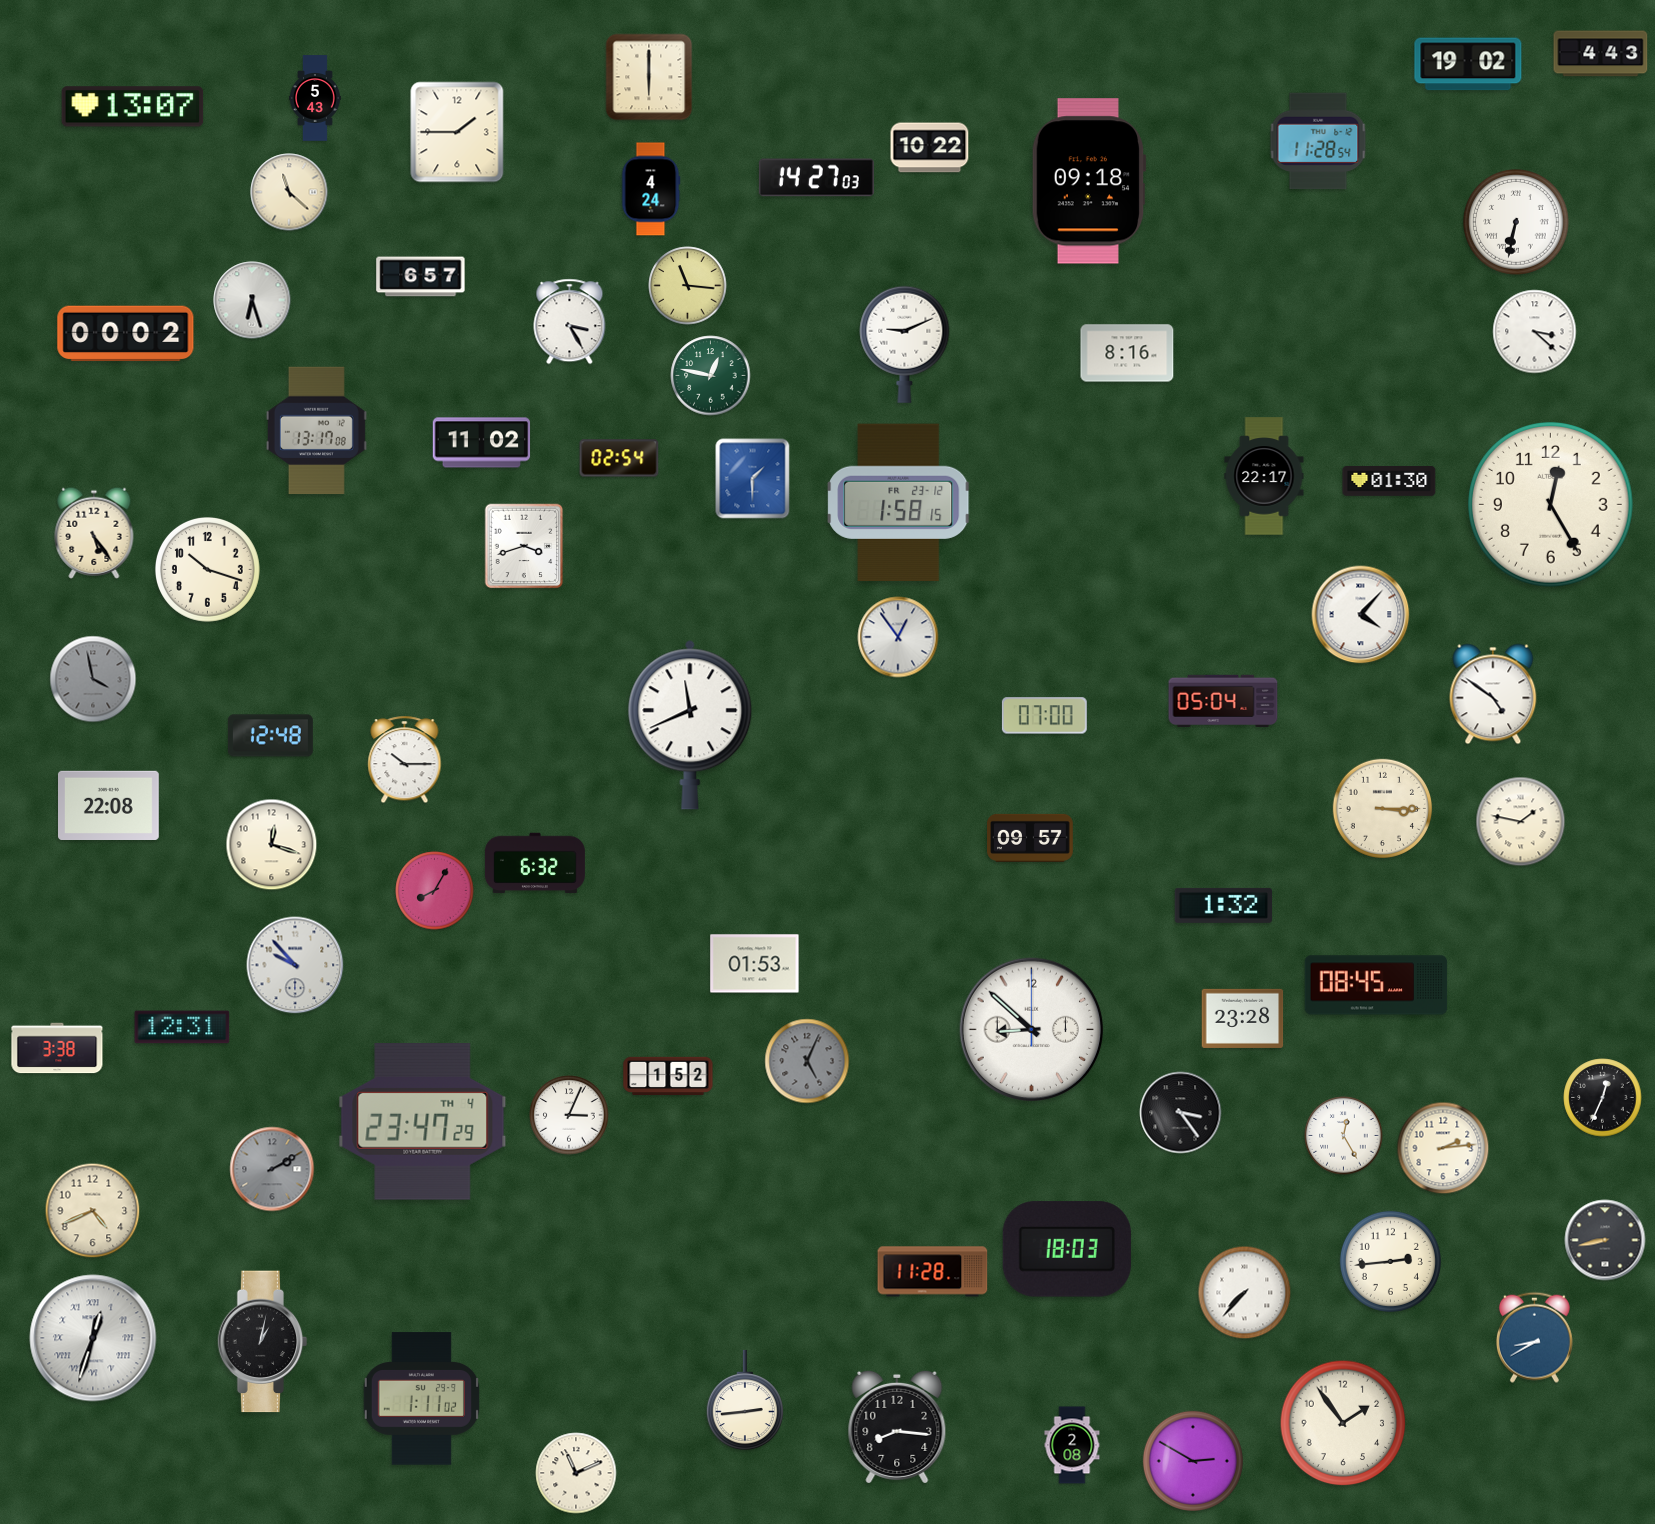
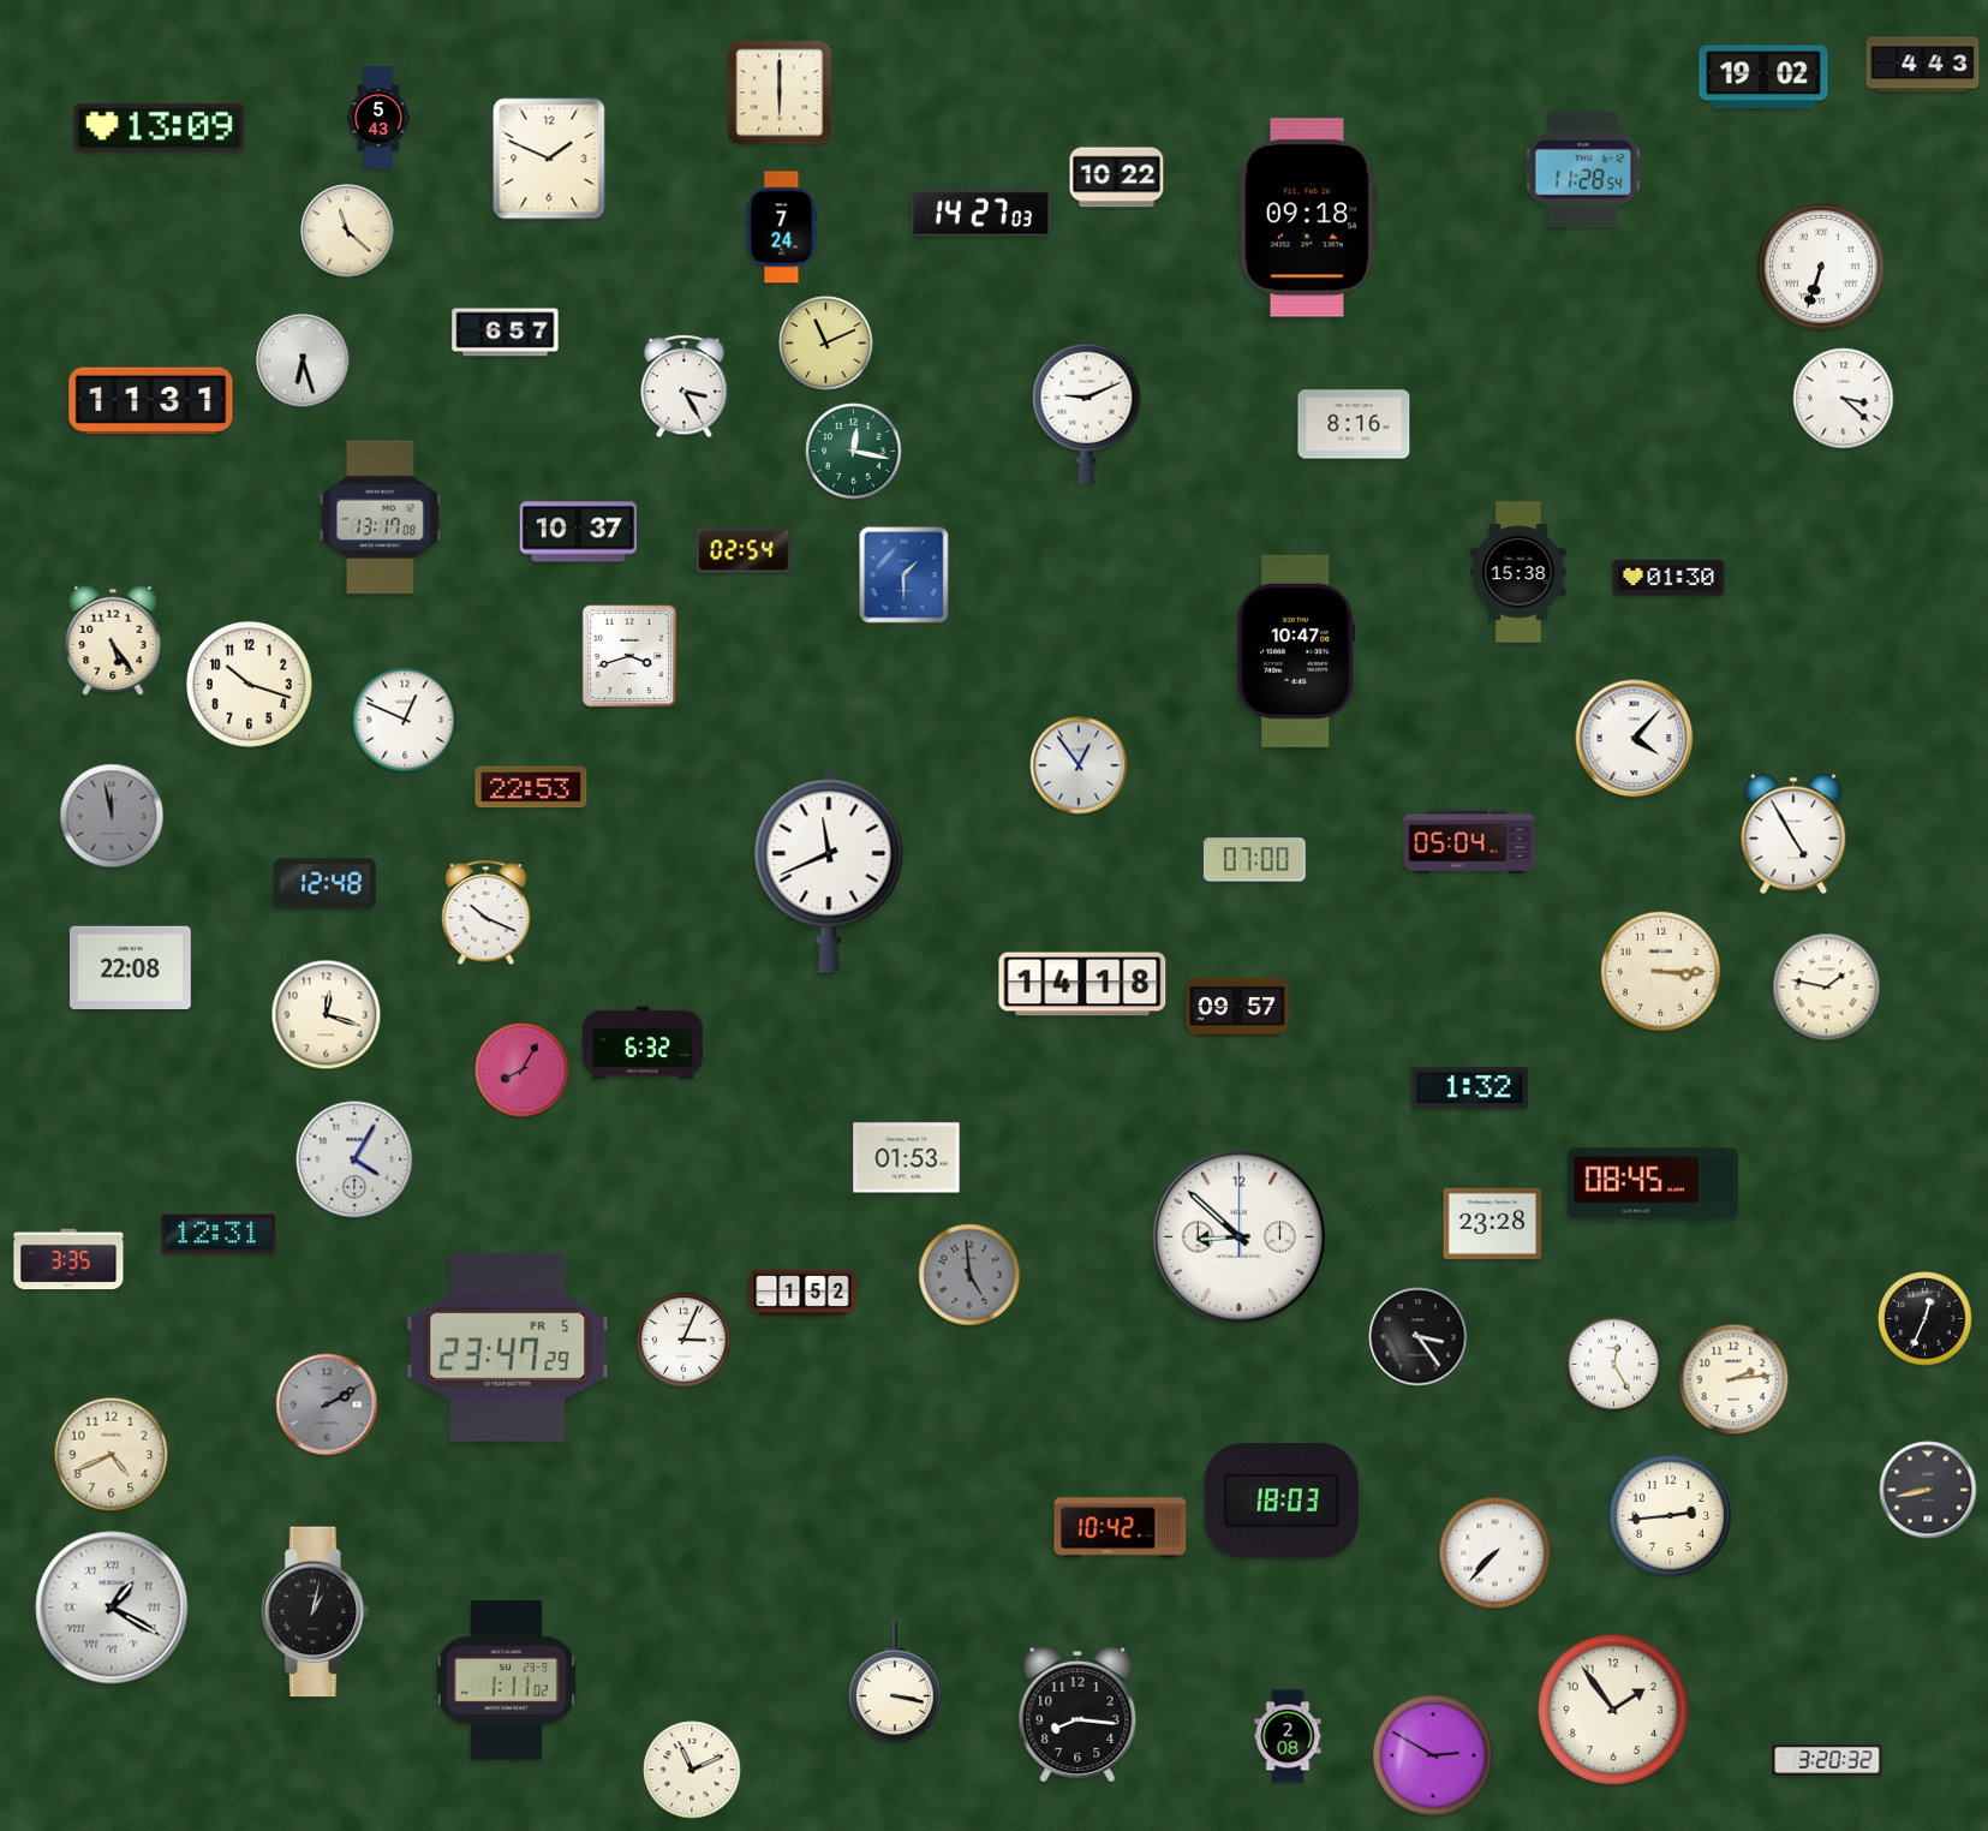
clock at (133, 107): 13:07 -> 13:09
clock at (457, 132): 1:45 -> 1:49
clock at (651, 189): 4:24 -> 7:24
clock at (1517, 223): 6:32 -> 6:33
clock at (688, 286): 11:16 -> 11:11
clock at (126, 334): 00:02 -> 11:31
clock at (711, 376): 12:47 -> 12:17
clock at (482, 443): 11:02 -> 10:37
clock at (1264, 476): 22:17 -> 15:38
clock at (899, 503): 1:58 -> none
clock at (1550, 504): 12:25 -> none
clock at (1296, 651): none -> 10:47
clock at (405, 720): none -> 12:49
clock at (531, 787): none -> 22:53
clock at (93, 679): 3:58 -> 11:58
clock at (1493, 694): 4:51 -> 4:55
clock at (405, 760): 10:15 -> 10:19
clock at (1082, 984): none -> 14:18
clock at (535, 863) position: (535, 863) -> (643, 1043)
clock at (295, 965): 9:53 -> 4:05
clock at (57, 1048): 3:38 -> 3:35
clock at (807, 1061): 5:04 -> 4:59
clock at (423, 1122) date: TH 4 -> FR 5
clock at (933, 1272): 11:28 -> 10:42
clock at (1534, 1337): 8:40 -> none
clock at (93, 1338): 12:33 -> 1:20
clock at (745, 1400): 2:44 -> 3:17
clock at (1827, 1760): none -> 3:20
